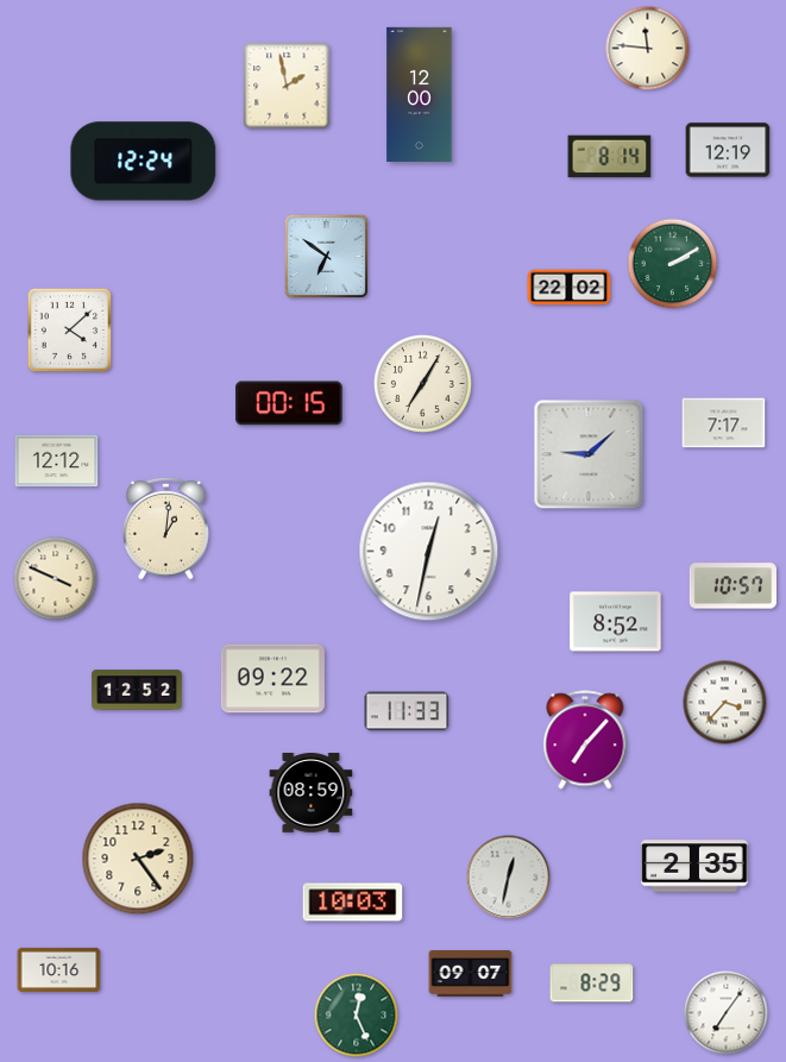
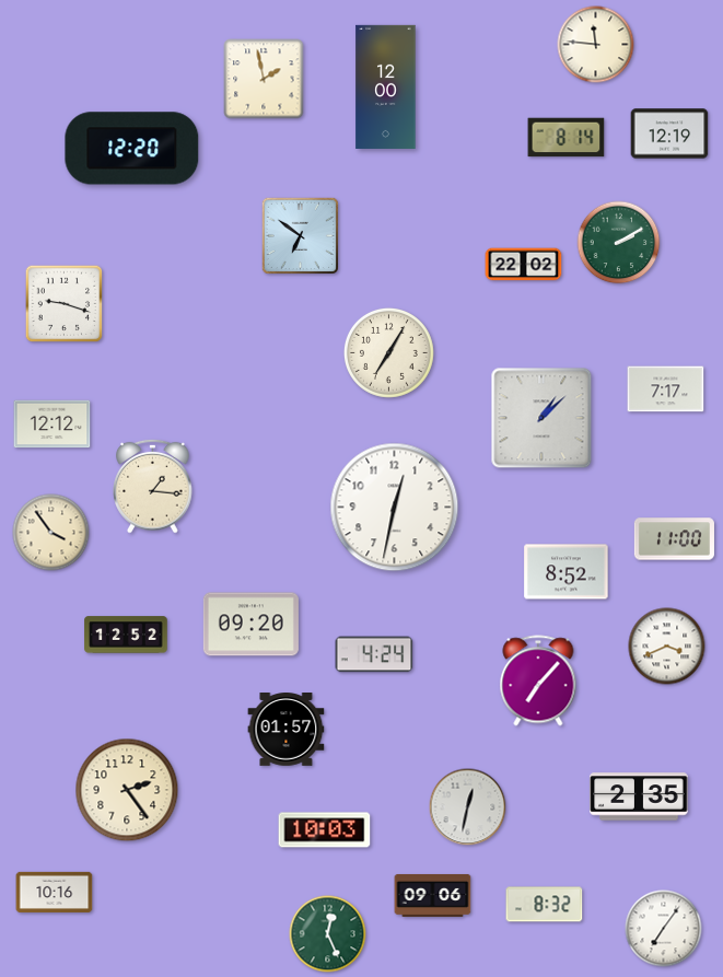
clock at (728, 150) position: (728, 150) -> (669, 133)
clock at (610, 157) position: (610, 157) -> (567, 138)
clock at (144, 162): 12:24 -> 12:20
clock at (70, 331): 4:08 -> 9:18
clock at (289, 403): 00:15 -> none
clock at (589, 454): 9:08 -> 1:08
clock at (166, 528): 1:01 -> 1:16
clock at (56, 579): 3:49 -> 3:54
clock at (732, 586): 10:57 -> 11:00
clock at (272, 679): 09:22 -> 09:20
clock at (725, 703): 3:37 -> 3:41
clock at (407, 711): 11:33 -> 4:24
clock at (312, 793): 08:59 -> 01:57
clock at (471, 973): 09:07 -> 09:06
clock at (592, 984): 8:29 -> 8:32
clock at (727, 1013) position: (727, 1013) -> (664, 929)
